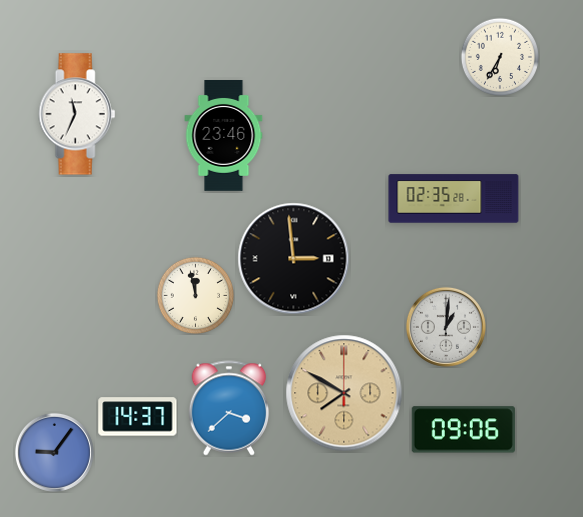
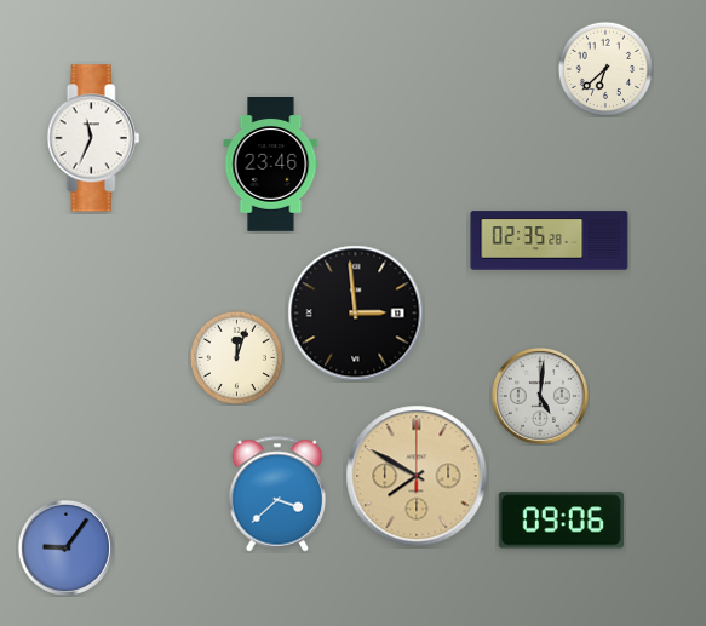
clock at (499, 56): 6:35 -> 6:38
clock at (195, 295): 11:58 -> 12:03
clock at (446, 327): 1:01 -> 5:01
clock at (138, 417): 14:37 -> none
